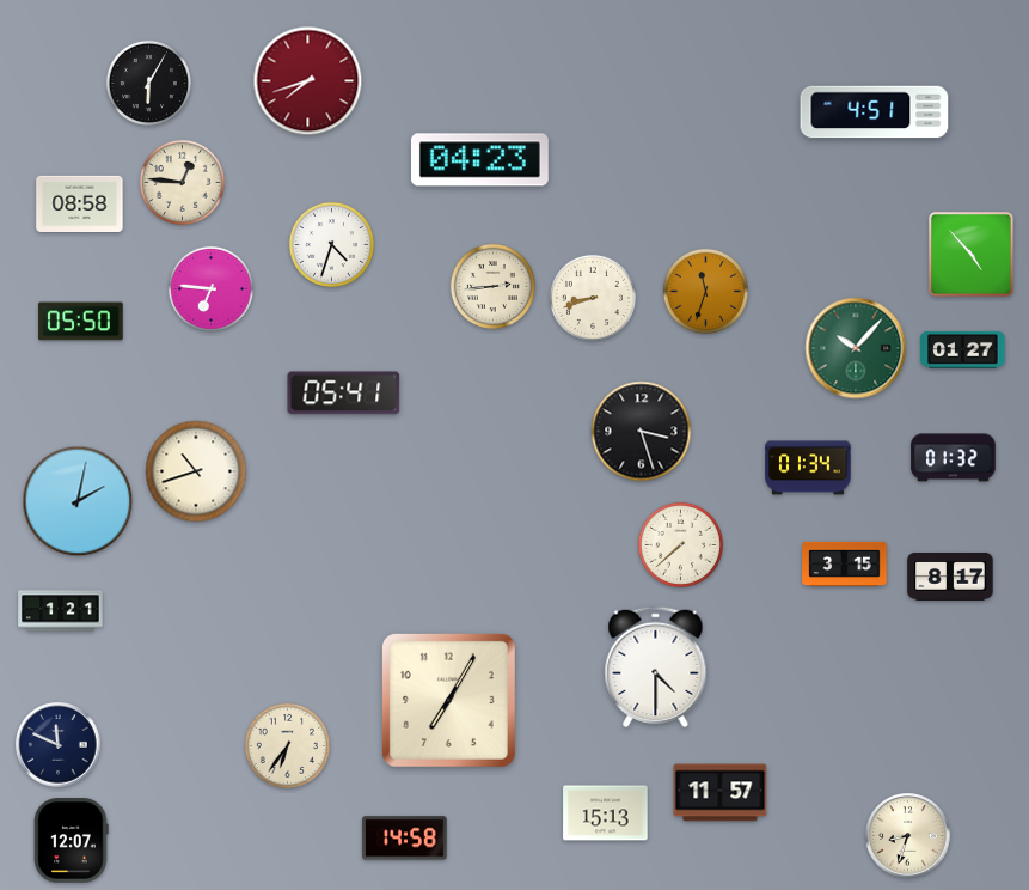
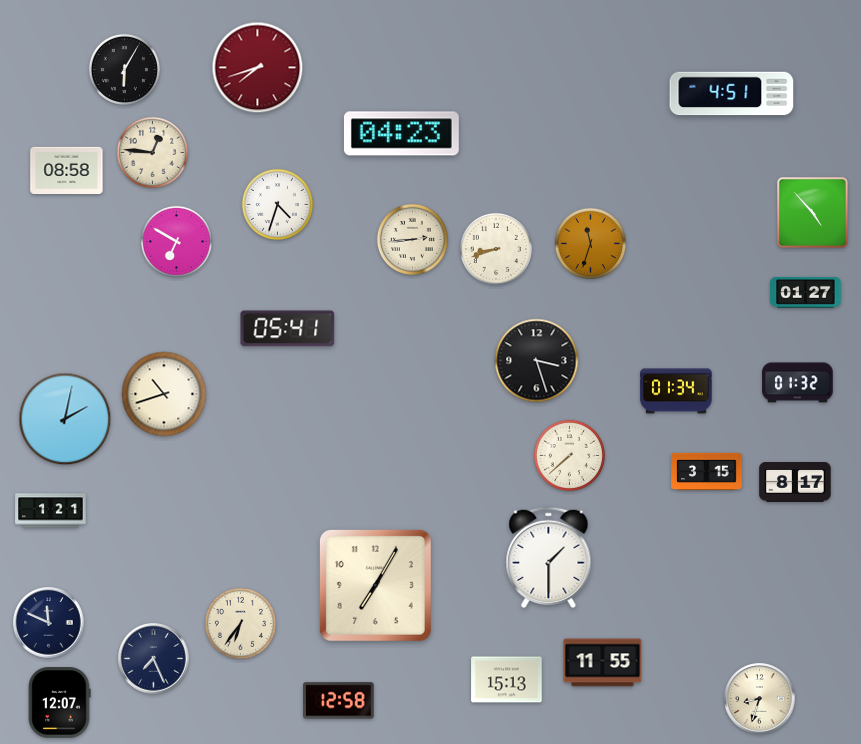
clock at (210, 288): 6:46 -> 6:50
clock at (81, 322): 05:50 -> none
clock at (856, 348): 10:07 -> none
clock at (656, 666): 4:30 -> 1:30
clock at (154, 659): none -> 7:26
clock at (721, 793): 11:57 -> 11:55
clock at (405, 839): 14:58 -> 12:58
